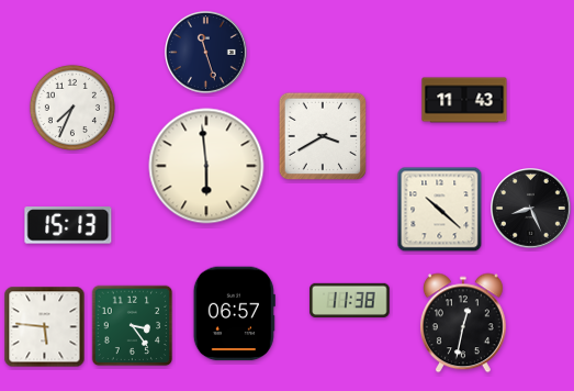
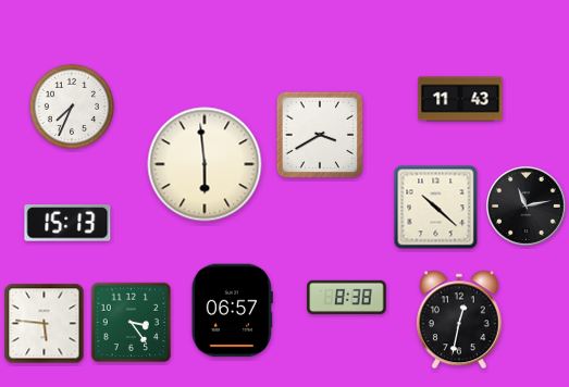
clock at (206, 53): 11:27 -> none
clock at (531, 209): 8:26 -> 11:13
clock at (350, 300): 11:38 -> 8:38
